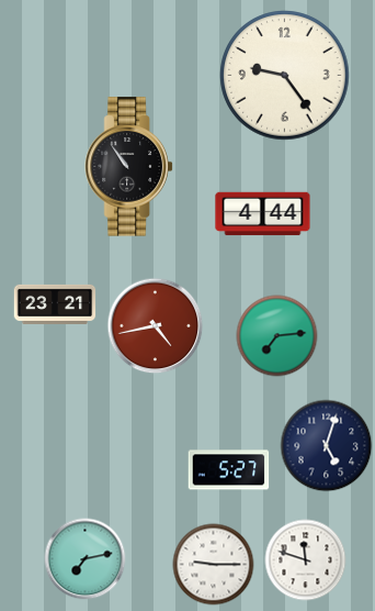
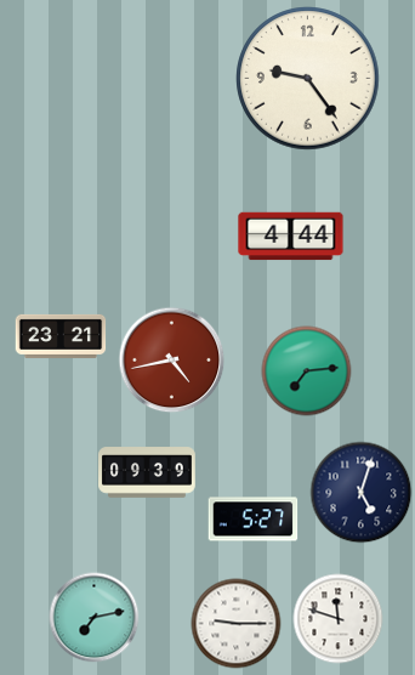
clock at (285, 76) position: (285, 76) -> (308, 79)
clock at (128, 167): 10:54 -> none
clock at (147, 472): none -> 09:39
